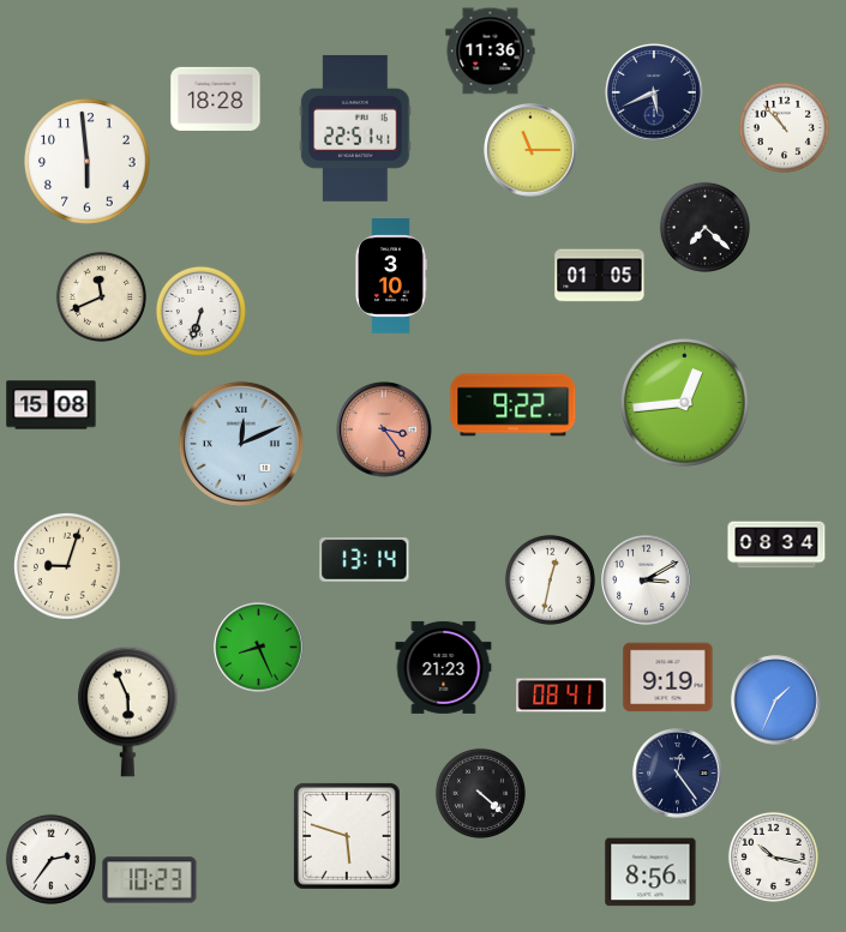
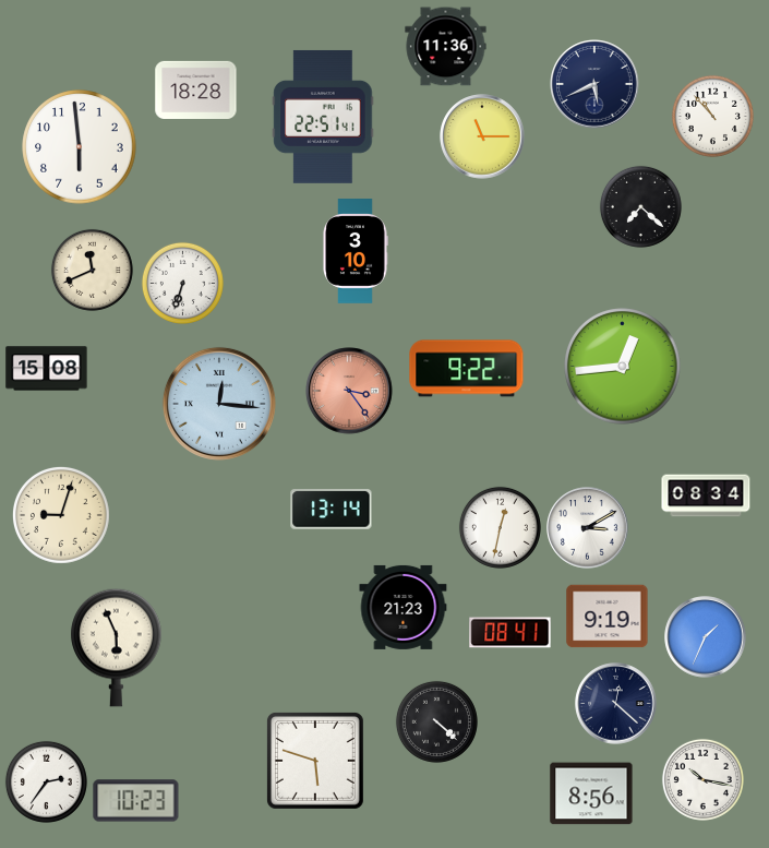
clock at (600, 276): 01:05 -> none
clock at (241, 444): 12:11 -> 12:16
clock at (259, 648): 8:26 -> none
clock at (678, 774): 12:24 -> 12:22
